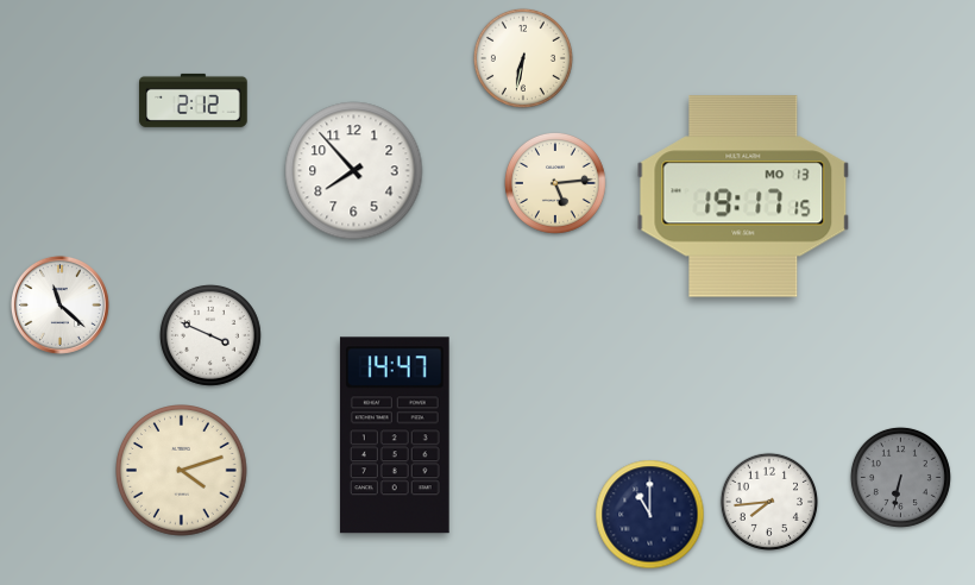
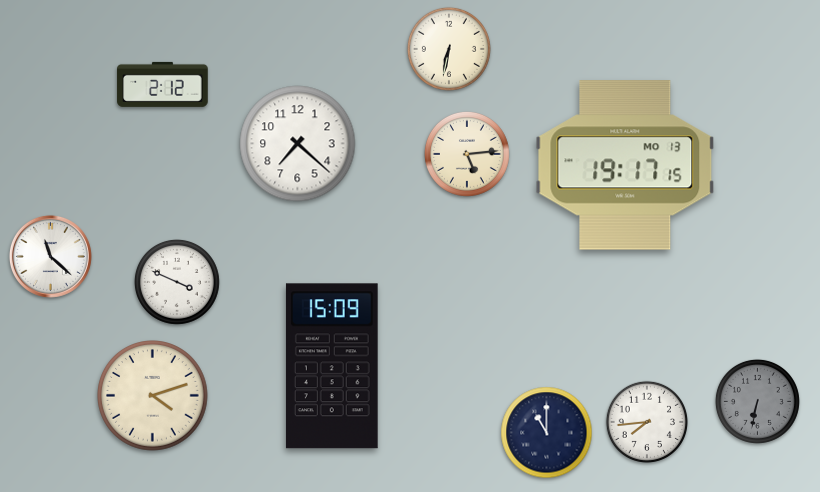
clock at (523, 58) position: (523, 58) -> (449, 49)
clock at (354, 171): 7:53 -> 7:22
clock at (395, 435): 14:47 -> 15:09
